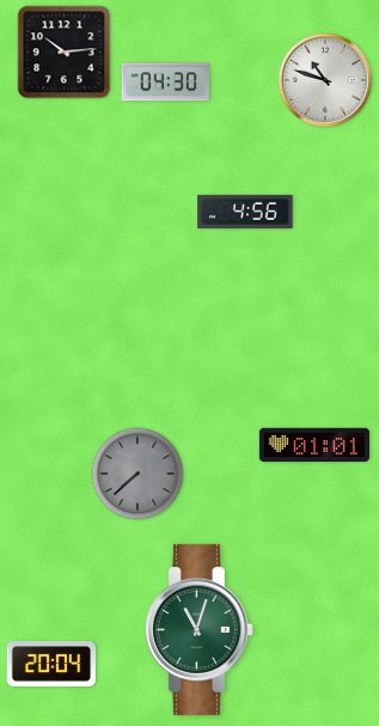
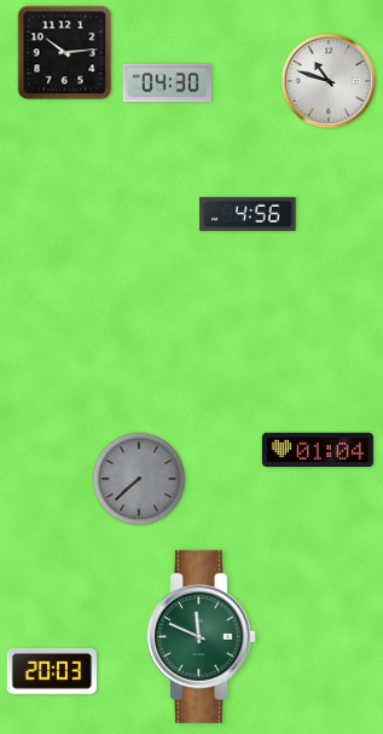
clock at (314, 445): 01:01 -> 01:04
clock at (198, 629): 11:03 -> 11:49
clock at (50, 664): 20:04 -> 20:03
